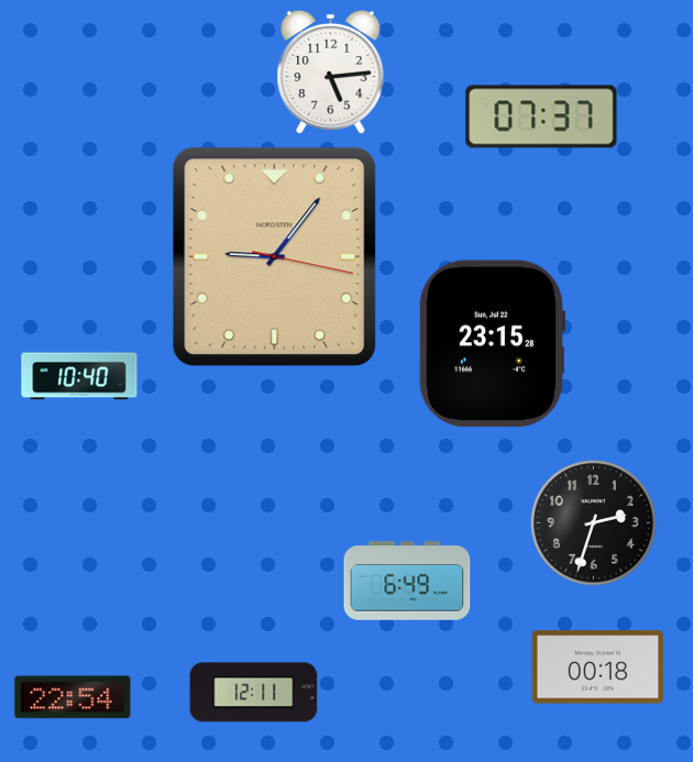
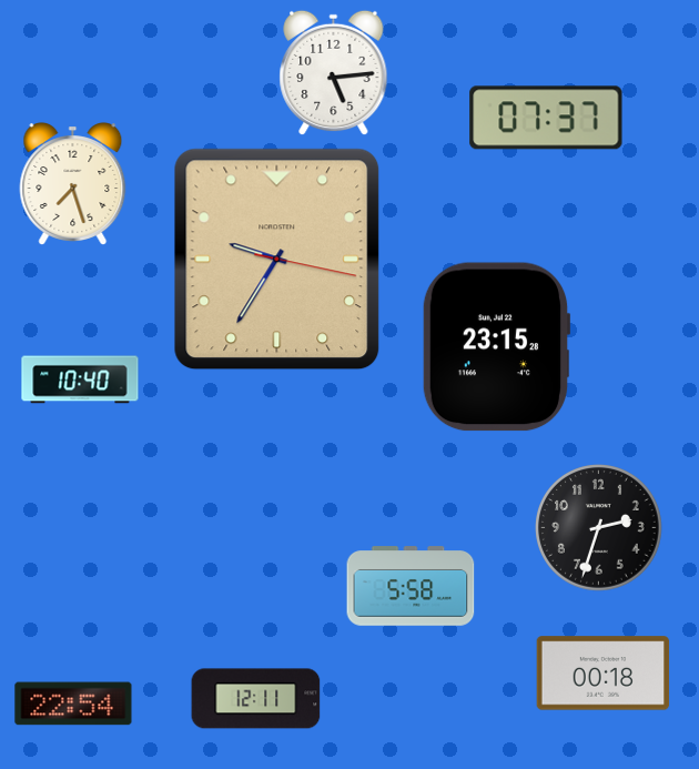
clock at (73, 184): none -> 7:27
clock at (275, 257): 9:06 -> 9:35
clock at (407, 581): 6:49 -> 5:58
